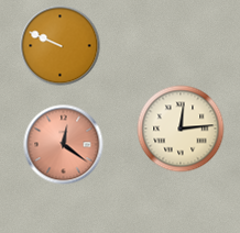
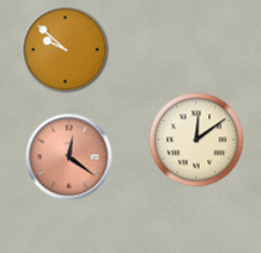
clock at (61, 46): 9:49 -> 9:52
clock at (181, 129): 12:14 -> 12:09
